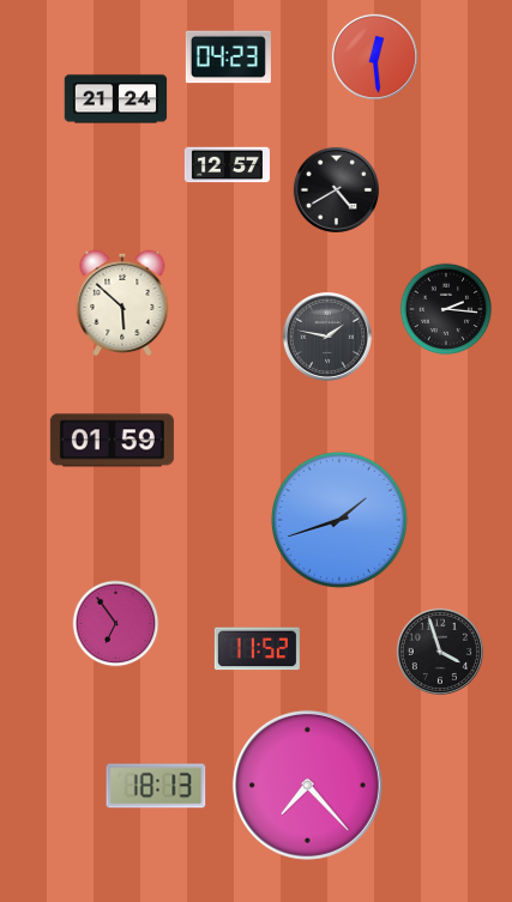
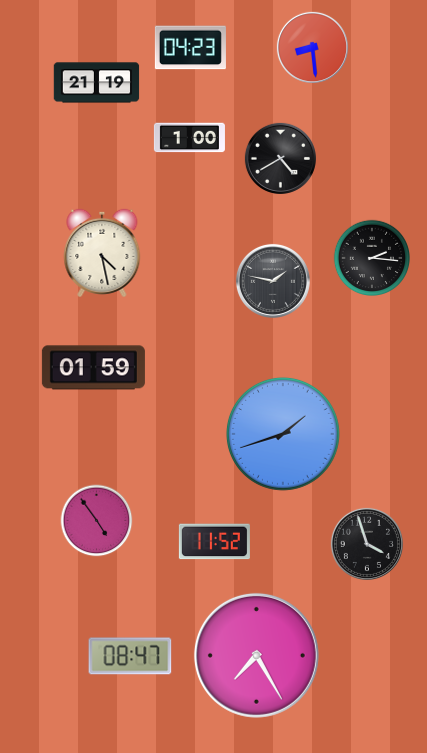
clock at (374, 56): 12:29 -> 8:29
clock at (116, 99): 21:24 -> 21:19
clock at (227, 165): 12:57 -> 1:00
clock at (122, 303): 5:52 -> 4:28
clock at (116, 624): 6:54 -> 4:54
clock at (307, 785): 7:23 -> 7:25
clock at (156, 786): 18:13 -> 08:47
